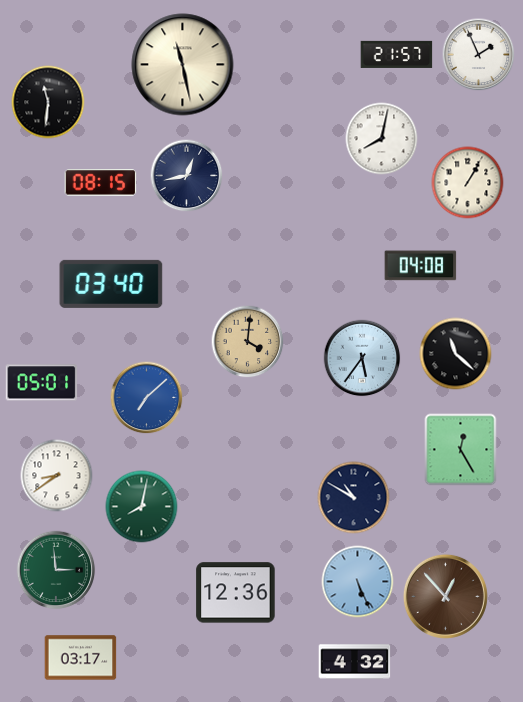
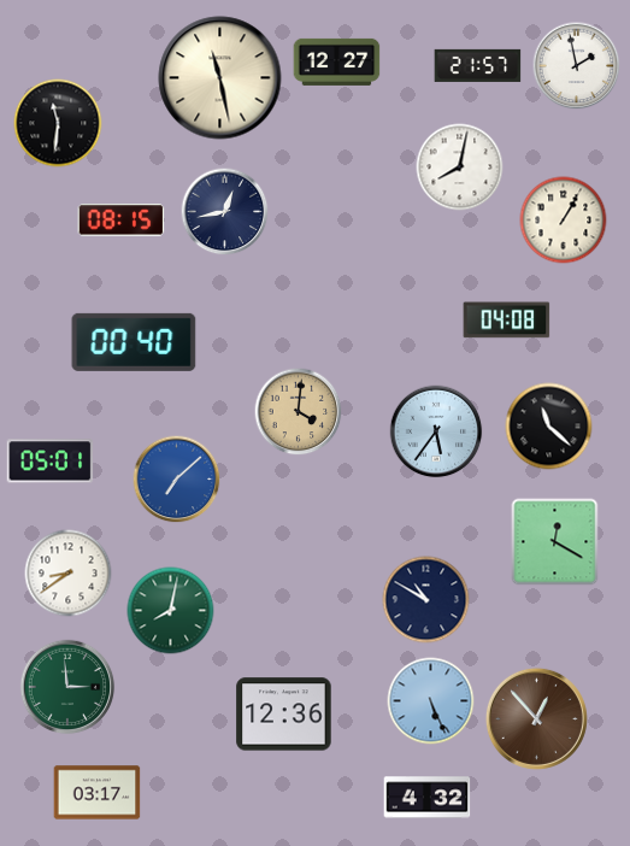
clock at (337, 61): none -> 12:27
clock at (479, 55): 1:56 -> 1:58
clock at (111, 284): 03:40 -> 00:40
clock at (461, 450): 12:25 -> 12:20
